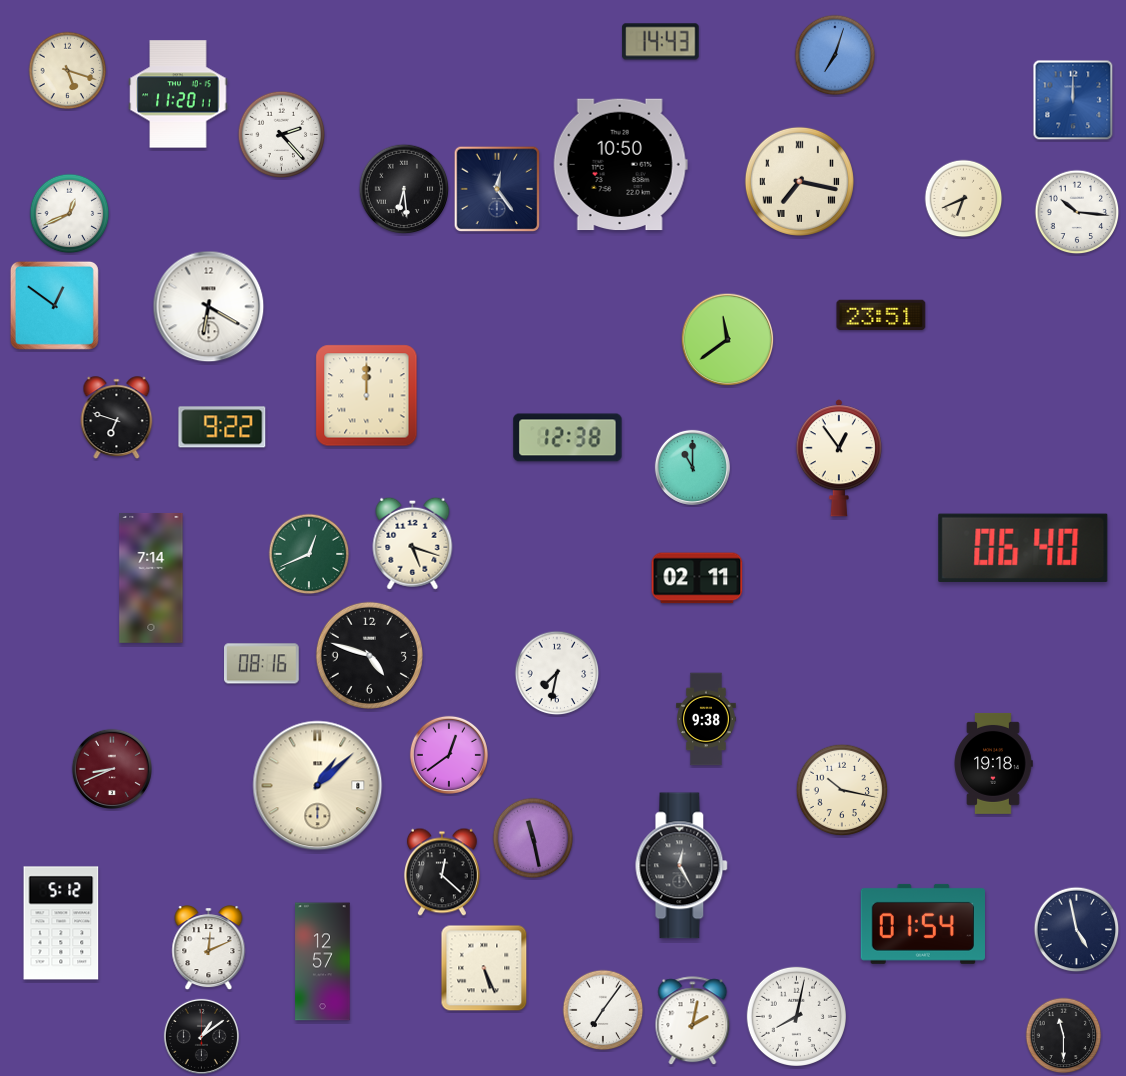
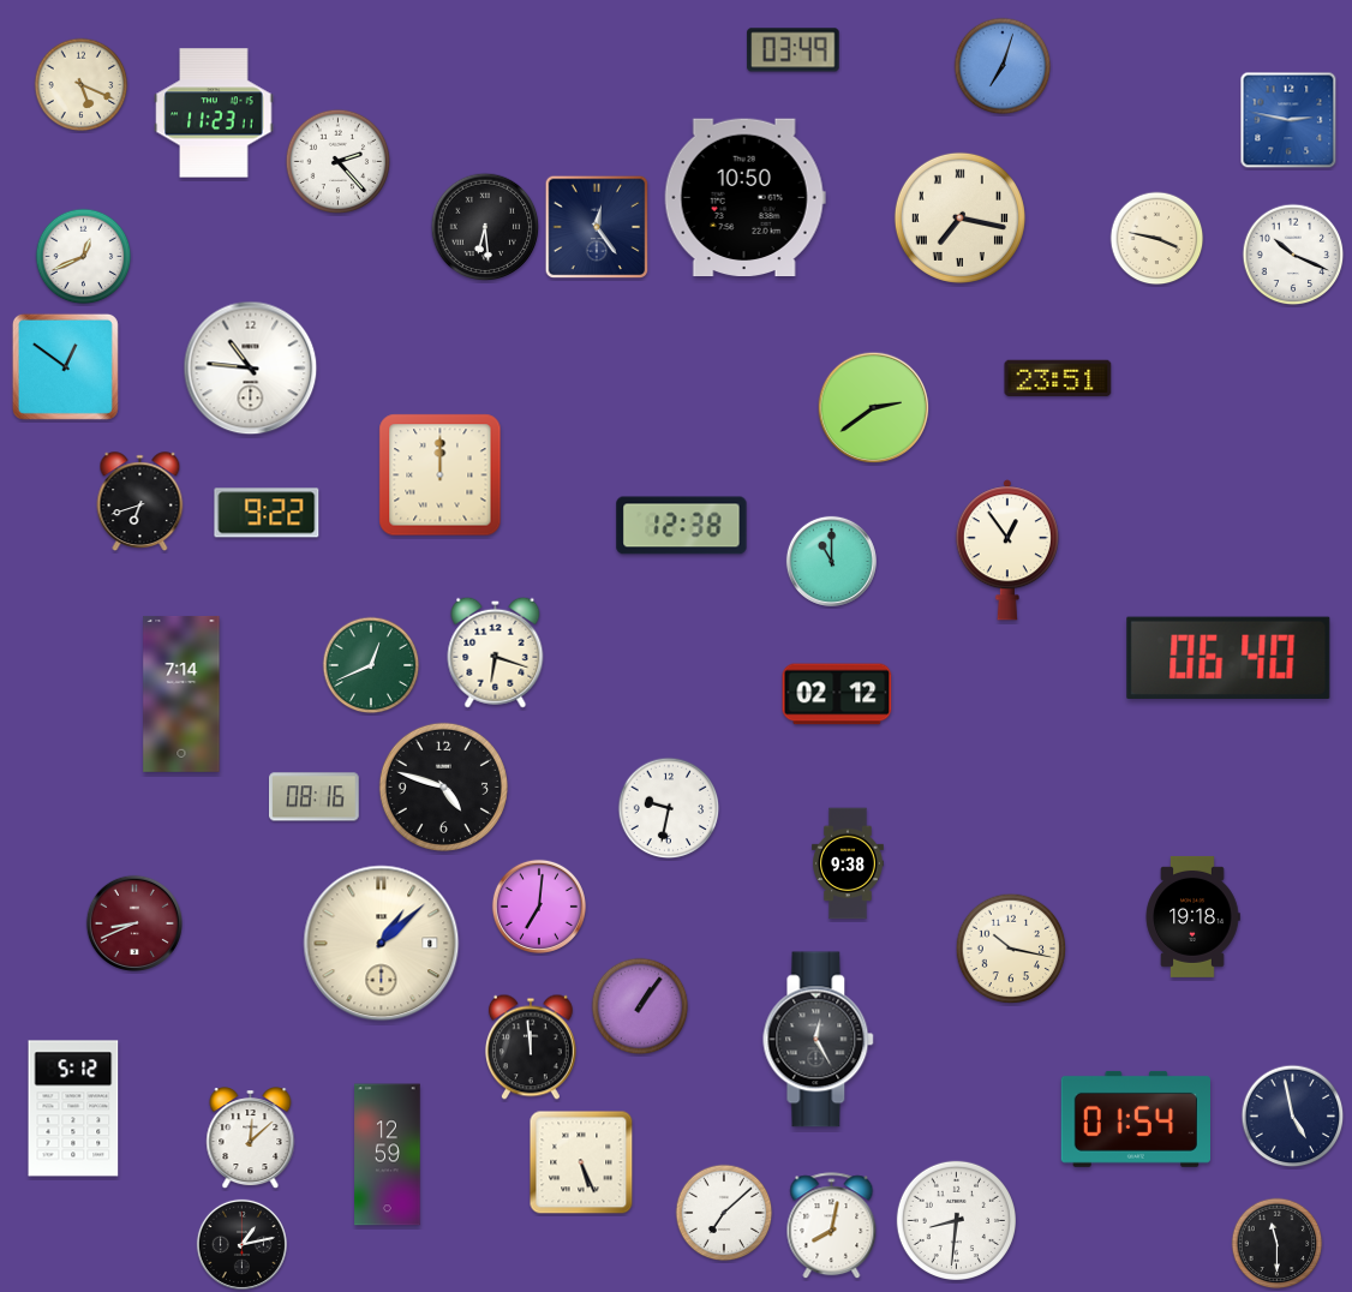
clock at (661, 42): 14:43 -> 03:49
clock at (68, 71): 5:18 -> 5:19
clock at (178, 94): 11:20 -> 11:23
clock at (1073, 100): 12:00 -> 2:47
clock at (964, 199): 6:41 -> 3:47
clock at (1077, 212): 10:16 -> 10:19
clock at (209, 307): 6:20 -> 10:46
clock at (728, 340): 11:39 -> 2:39
clock at (117, 417): 6:48 -> 6:42
clock at (413, 543): 5:18 -> 6:18
clock at (697, 578): 02:11 -> 02:12
clock at (557, 673): 7:32 -> 9:32
clock at (449, 755): 12:39 -> 7:01
clock at (533, 838): 11:28 -> 1:06
clock at (442, 872): 12:22 -> 11:59
clock at (922, 924) position: (922, 924) -> (1135, 1119)
clock at (209, 948): 12:11 -> 12:08
clock at (323, 962): 12:57 -> 12:59
clock at (603, 1010): 7:06 -> 7:08
clock at (796, 1016): 8:02 -> 8:31
clock at (693, 1021): 2:02 -> 8:02
clock at (201, 1036): 1:09 -> 1:13
